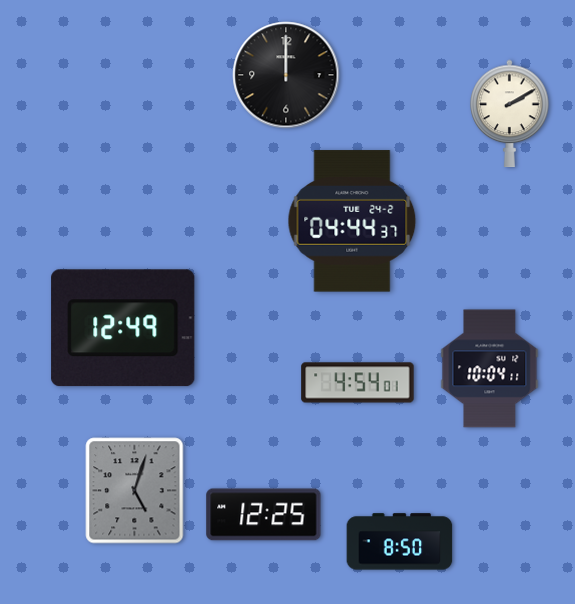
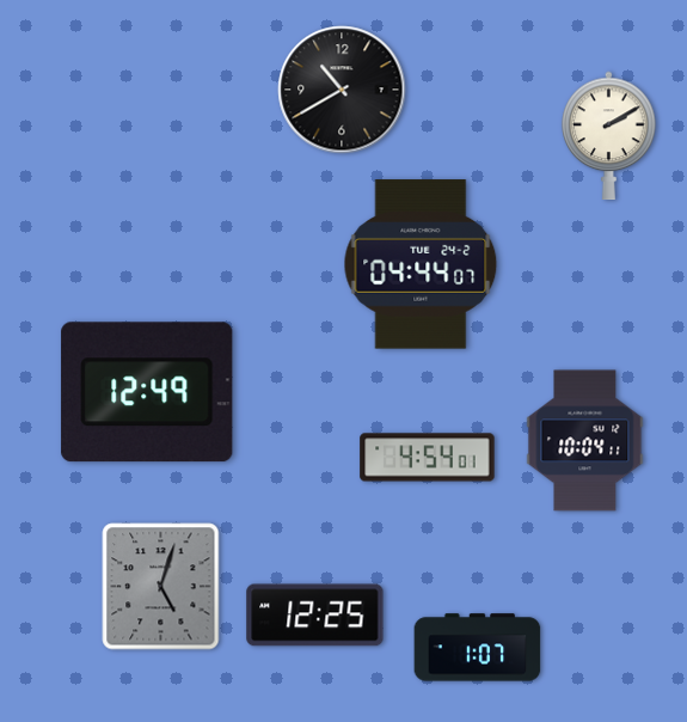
clock at (286, 75): 12:00 -> 10:40
clock at (352, 221): 04:44:37 -> 04:44:07
clock at (400, 542): 8:50 -> 1:07
